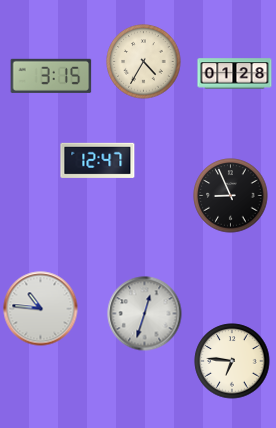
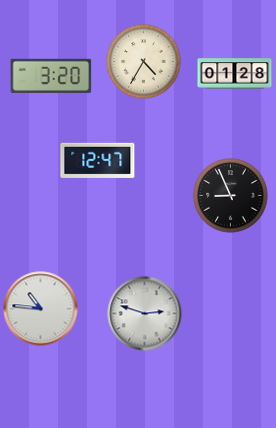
clock at (51, 76): 3:15 -> 3:20
clock at (145, 314): 12:33 -> 2:48
clock at (232, 361): 6:46 -> none
